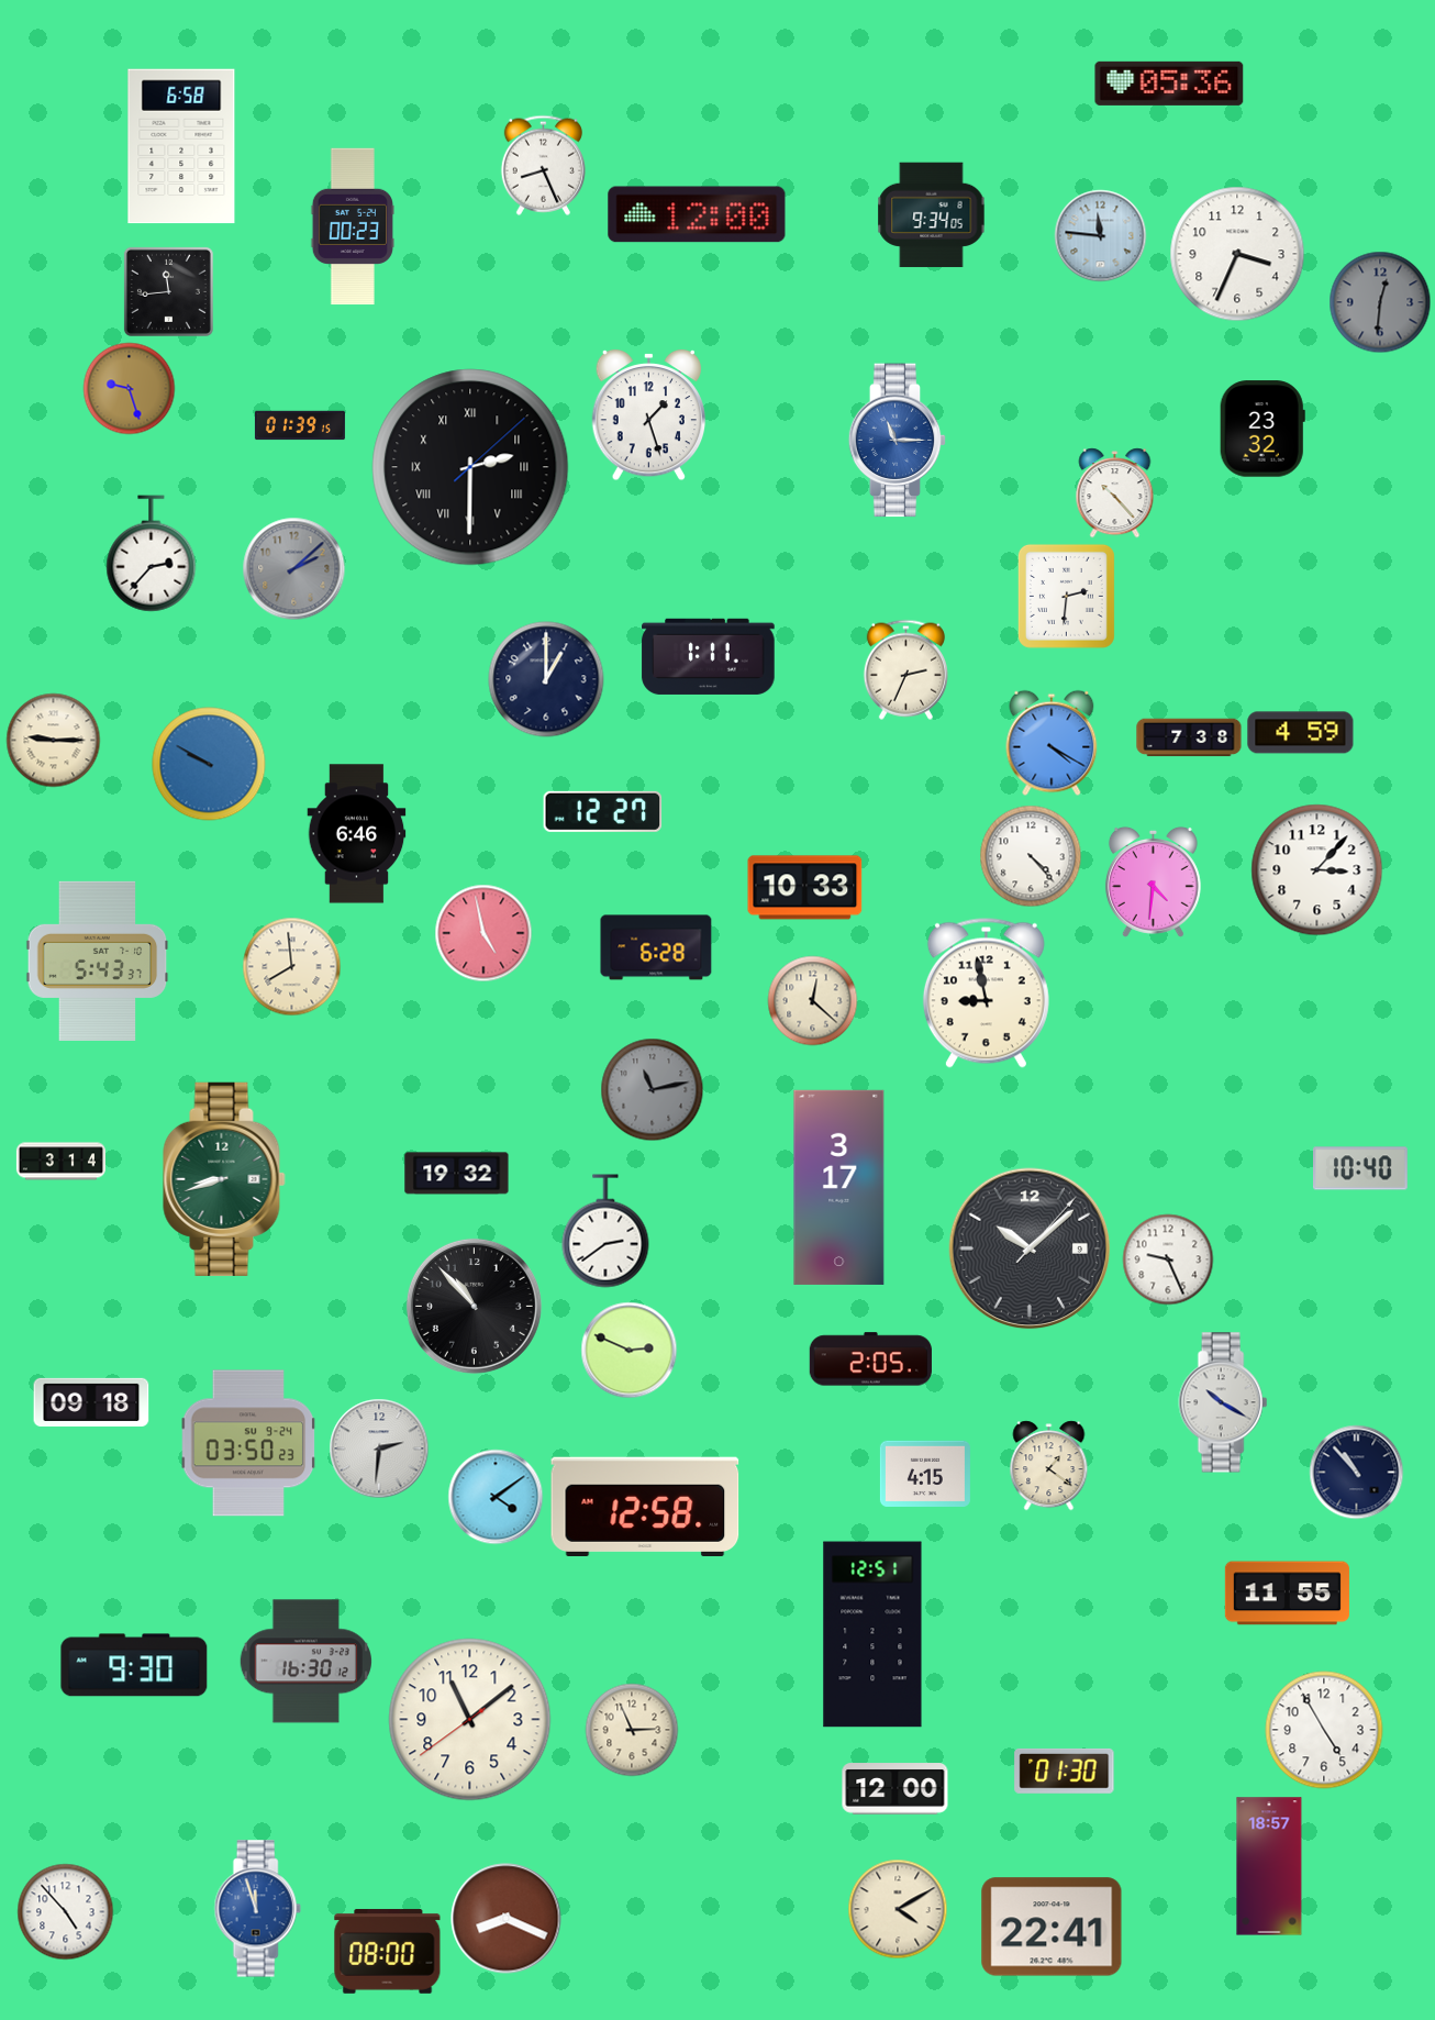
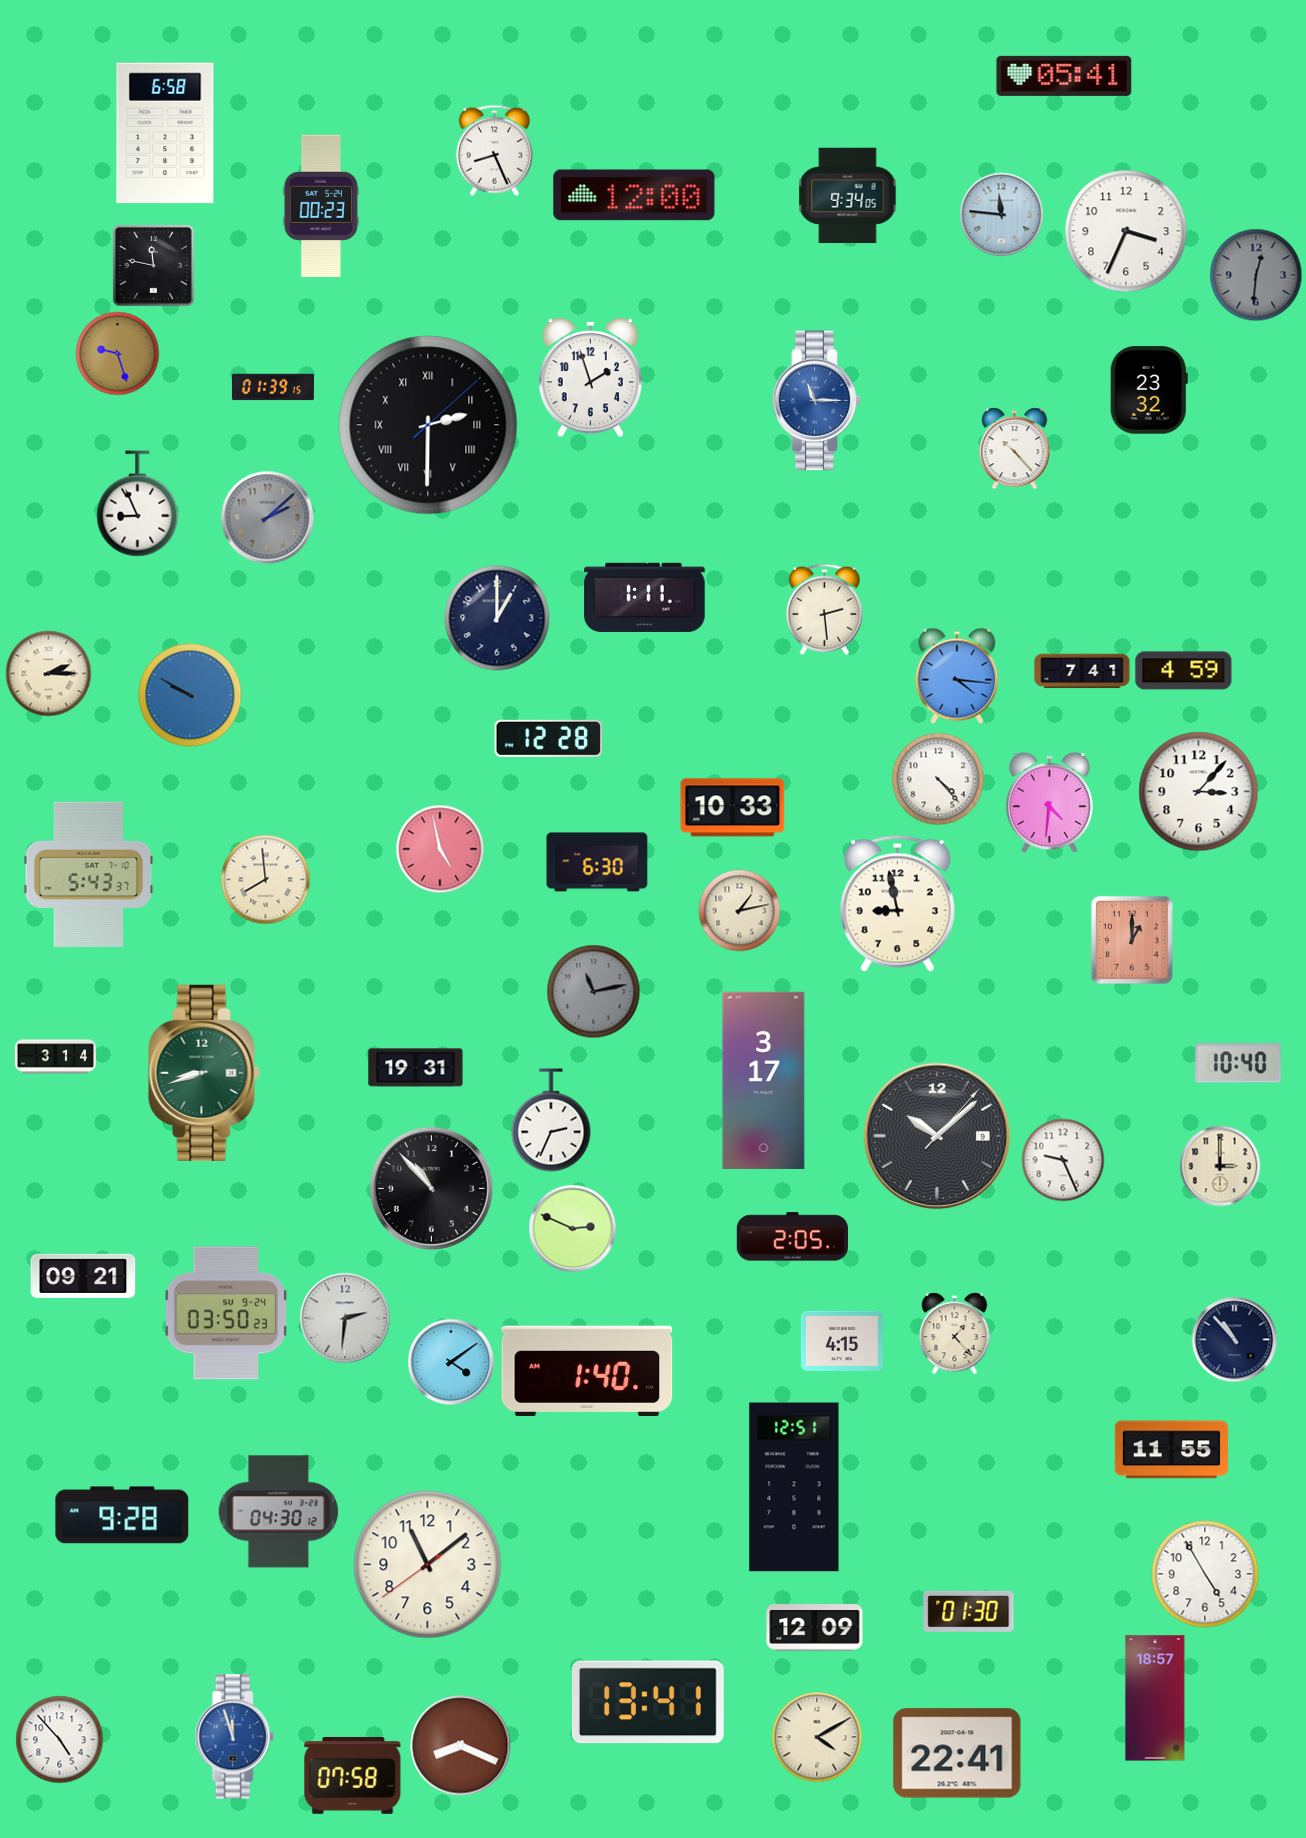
clock at (1169, 84): 05:36 -> 05:41
clock at (168, 291): 11:44 -> 11:47
clock at (648, 415): 1:27 -> 1:57
clock at (152, 554): 2:37 -> 8:56
clock at (1066, 596): 2:31 -> none
clock at (905, 669): 2:34 -> 2:29
clock at (1301, 733) position: (1301, 733) -> (1184, 671)
clock at (1189, 737): 7:38 -> 7:41
clock at (54, 741): 9:15 -> 2:15
clock at (1052, 743): 4:20 -> 4:16
clock at (603, 811): 12:27 -> 12:28
clock at (357, 834): 6:46 -> none
clock at (656, 947): 6:28 -> 6:30
clock at (813, 1001): 12:22 -> 1:13
clock at (1132, 940): none -> 1:00
clock at (457, 1174): 19:32 -> 19:31
clock at (605, 1231): 2:39 -> 2:34
clock at (1168, 1259) position: (1168, 1259) -> (1063, 1160)
clock at (1220, 1166): none -> 3:00
clock at (91, 1402): 09:18 -> 09:21
clock at (1223, 1402): 10:20 -> none
clock at (1049, 1466): 1:21 -> 1:23
clock at (645, 1506): 12:58 -> 1:40
clock at (305, 1662): 16:30 -> 04:30
clock at (134, 1665): 9:30 -> 9:28
clock at (632, 1730): 2:56 -> none
clock at (896, 1789): 12:00 -> 12:09
clock at (648, 1702): none -> 13:41
clock at (388, 1952): 08:00 -> 07:58
